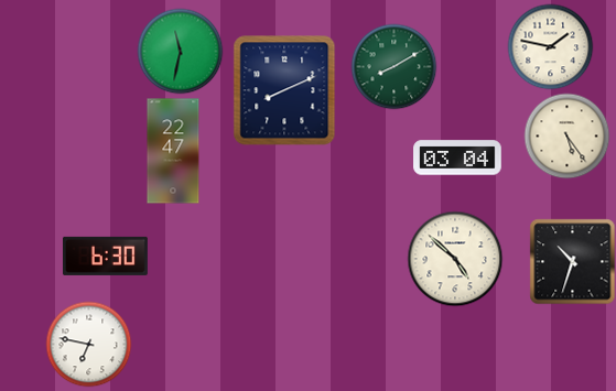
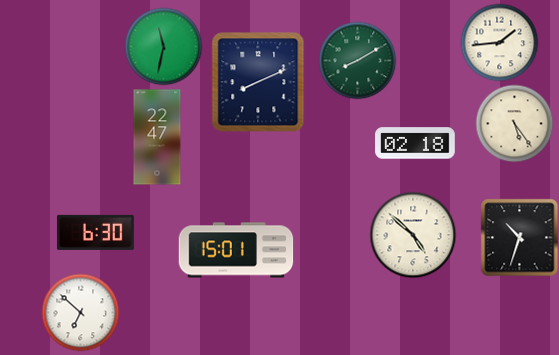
clock at (550, 46): 1:47 -> 1:44
clock at (457, 158): 03:04 -> 02:18
clock at (236, 250): none -> 15:01
clock at (88, 344): 6:47 -> 6:52
